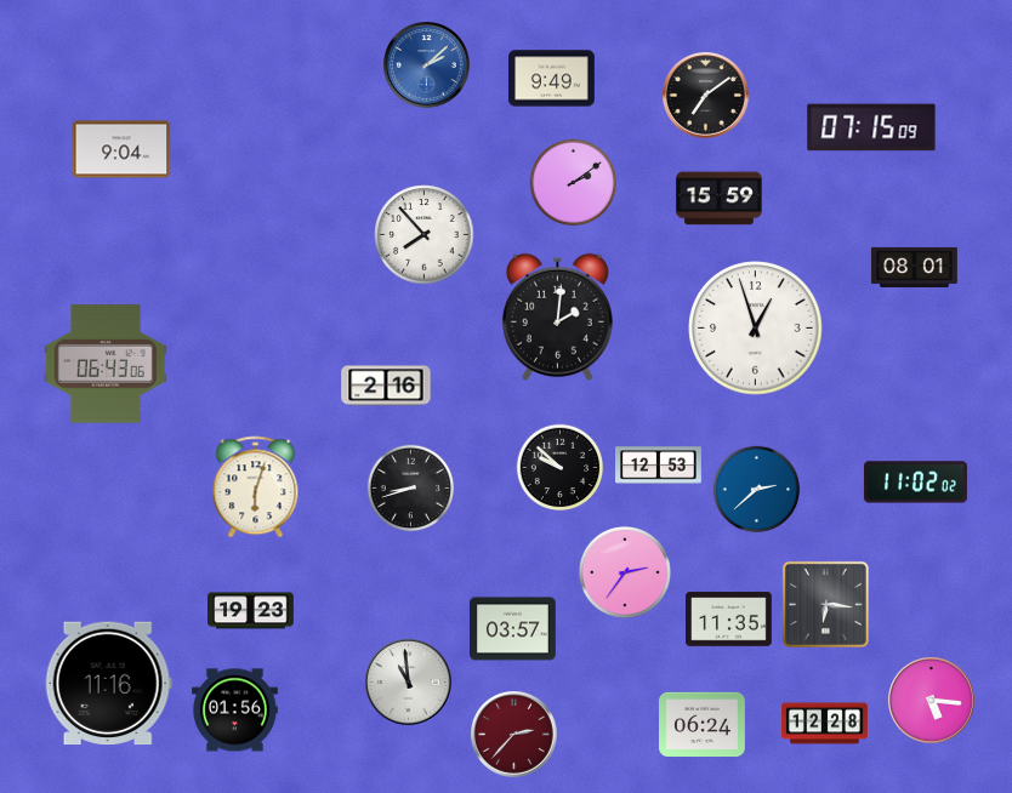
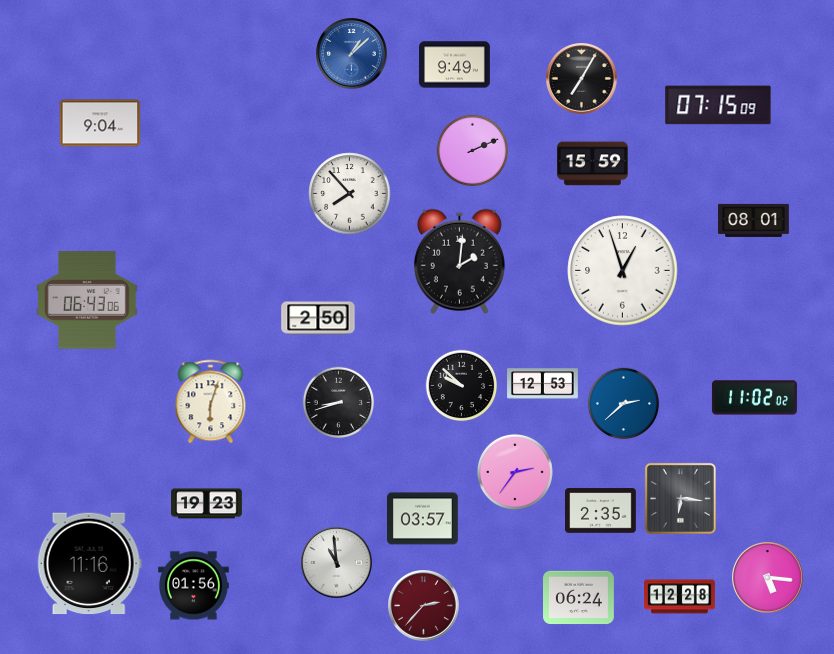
clock at (427, 65): 2:08 -> 1:08
clock at (706, 96): 7:09 -> 7:05
clock at (574, 183): 2:09 -> 2:11
clock at (386, 386): 2:16 -> 2:50
clock at (729, 620): 11:35 -> 2:35
